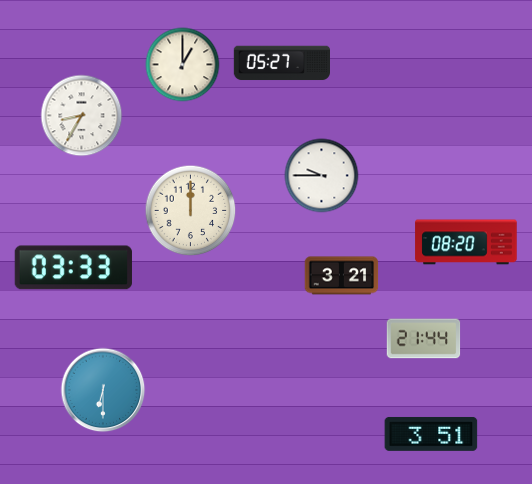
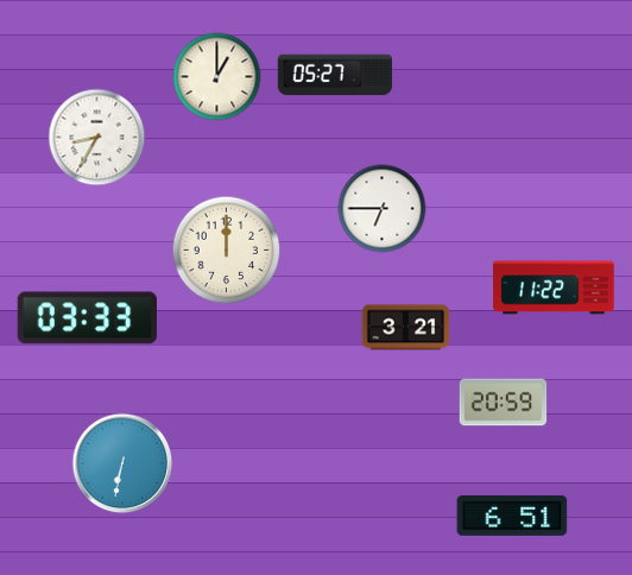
clock at (322, 176): 9:45 -> 6:45
clock at (466, 242): 08:20 -> 11:22
clock at (424, 339): 21:44 -> 20:59
clock at (103, 390): 6:30 -> 6:32
clock at (431, 434): 3:51 -> 6:51
